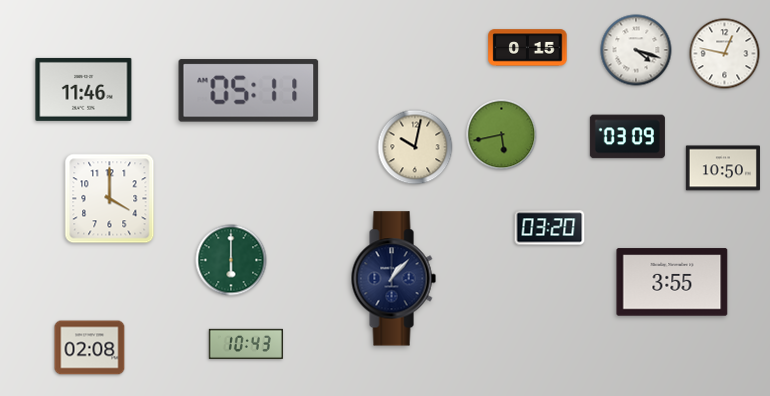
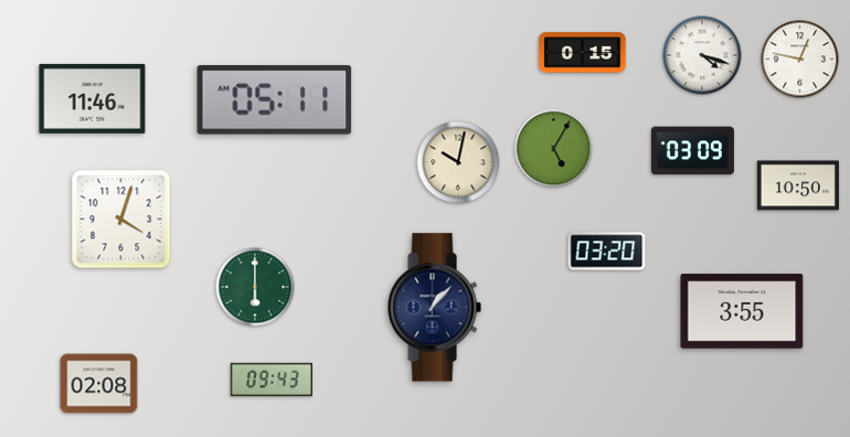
clock at (502, 135): 5:43 -> 5:05
clock at (110, 199): 4:00 -> 4:03
clock at (246, 344): 10:43 -> 09:43
